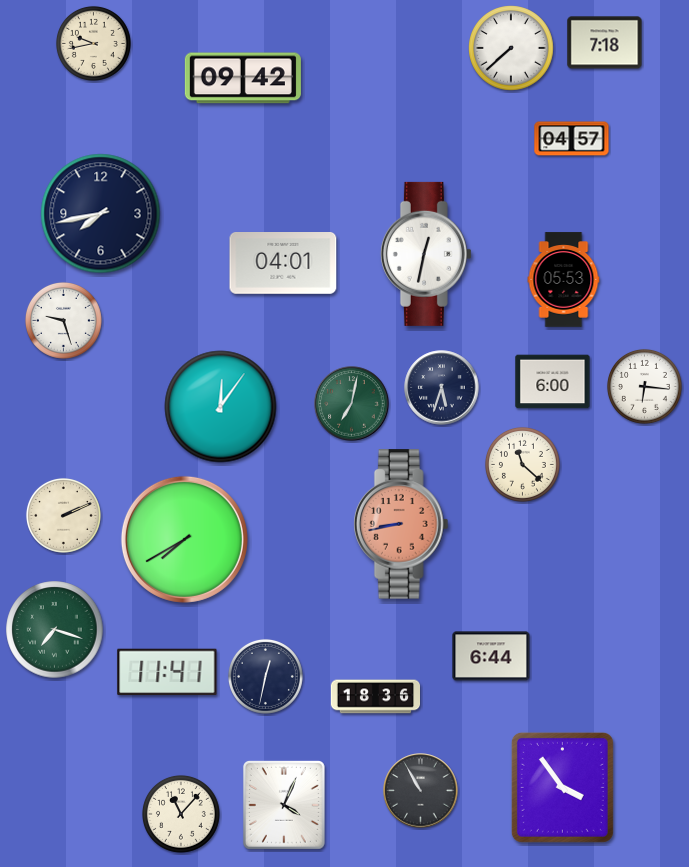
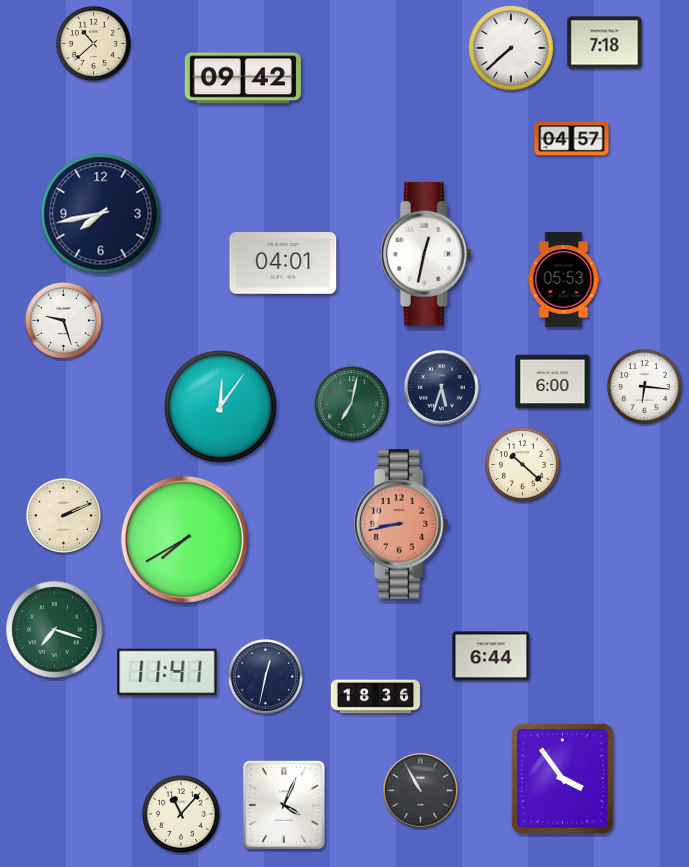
clock at (93, 43): 9:43 -> 10:38
clock at (522, 464): 11:22 -> 10:22
clock at (562, 787) position: (562, 787) -> (562, 778)
